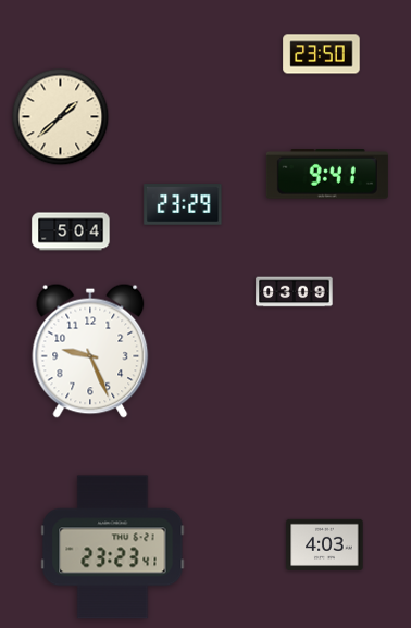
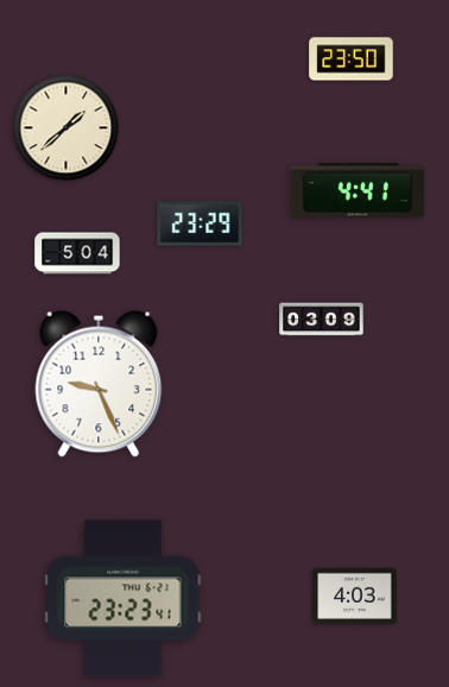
clock at (327, 175): 9:41 -> 4:41
